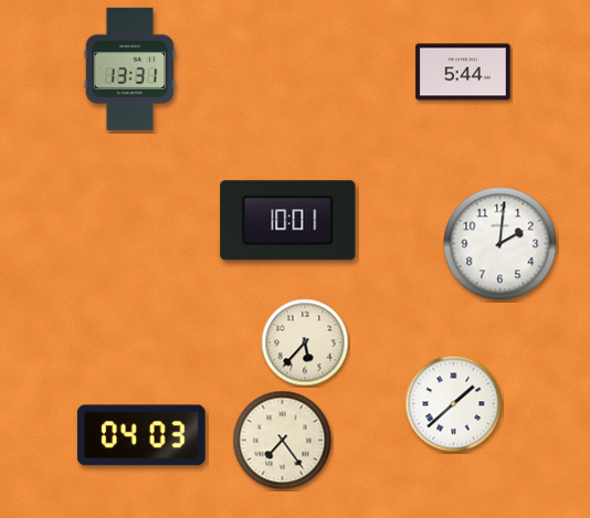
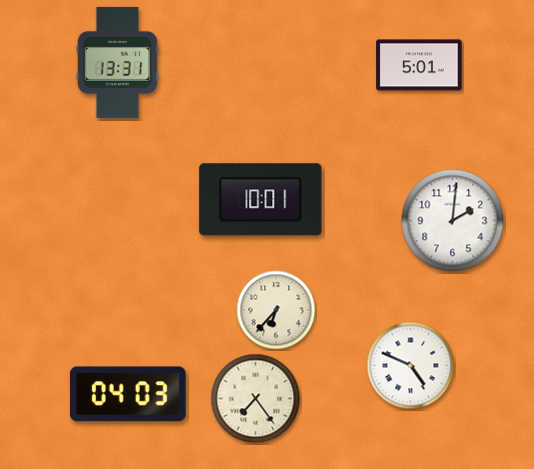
clock at (463, 72): 5:44 -> 5:01
clock at (305, 342): 5:37 -> 6:37
clock at (454, 404): 1:38 -> 4:49
